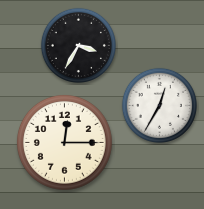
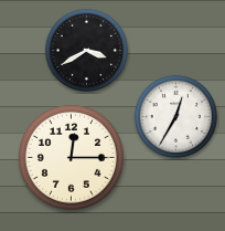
clock at (78, 45): 3:35 -> 3:40
